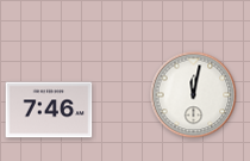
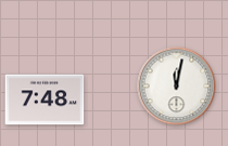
clock at (49, 110): 7:46 -> 7:48
